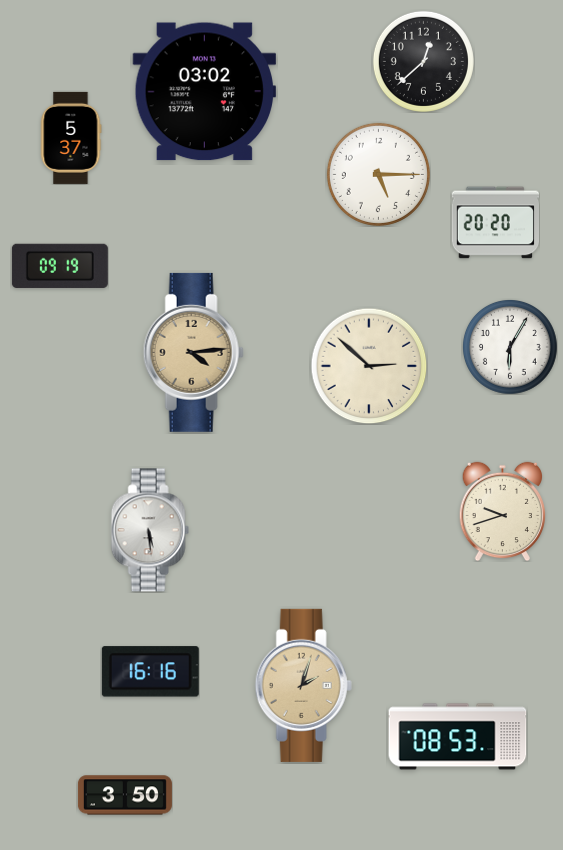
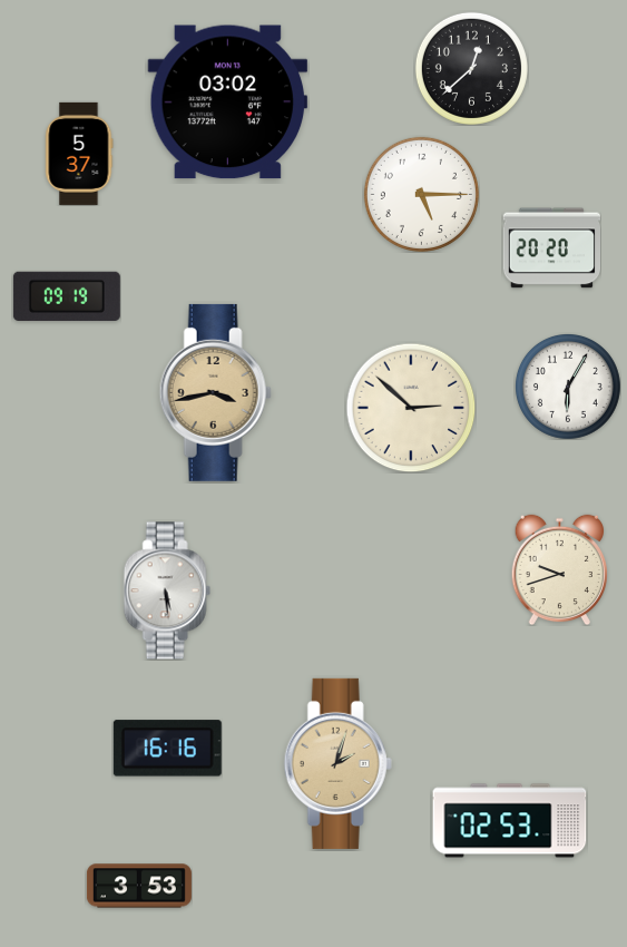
clock at (193, 352): 4:14 -> 3:43
clock at (458, 737): 08:53 -> 02:53
clock at (125, 795): 3:50 -> 3:53
